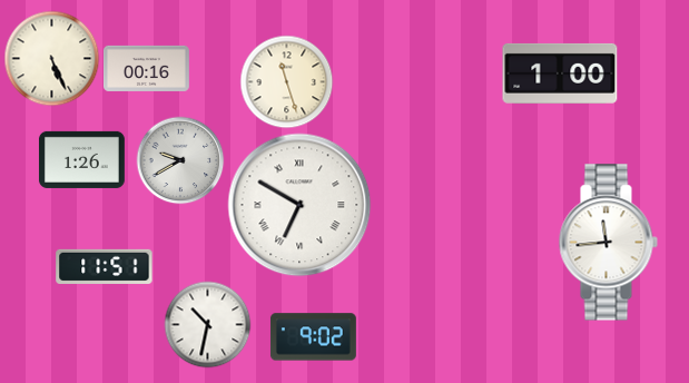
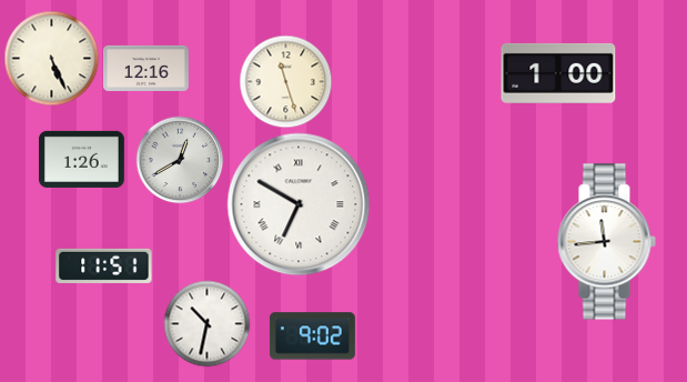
clock at (146, 68): 00:16 -> 12:16
clock at (180, 160): 9:40 -> 12:40
